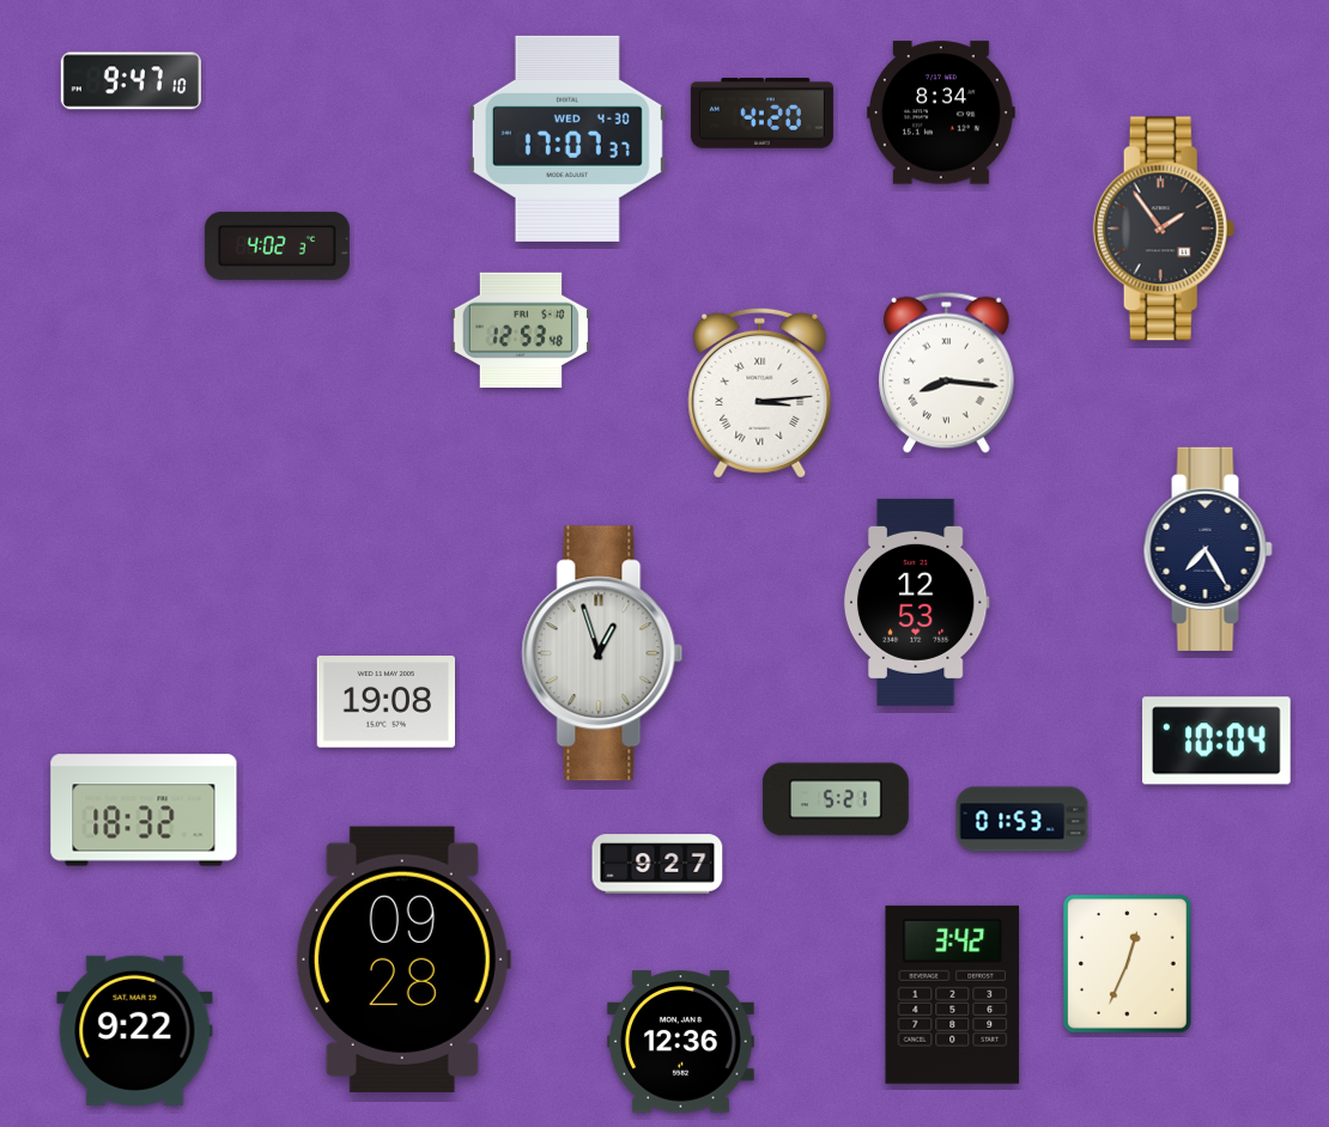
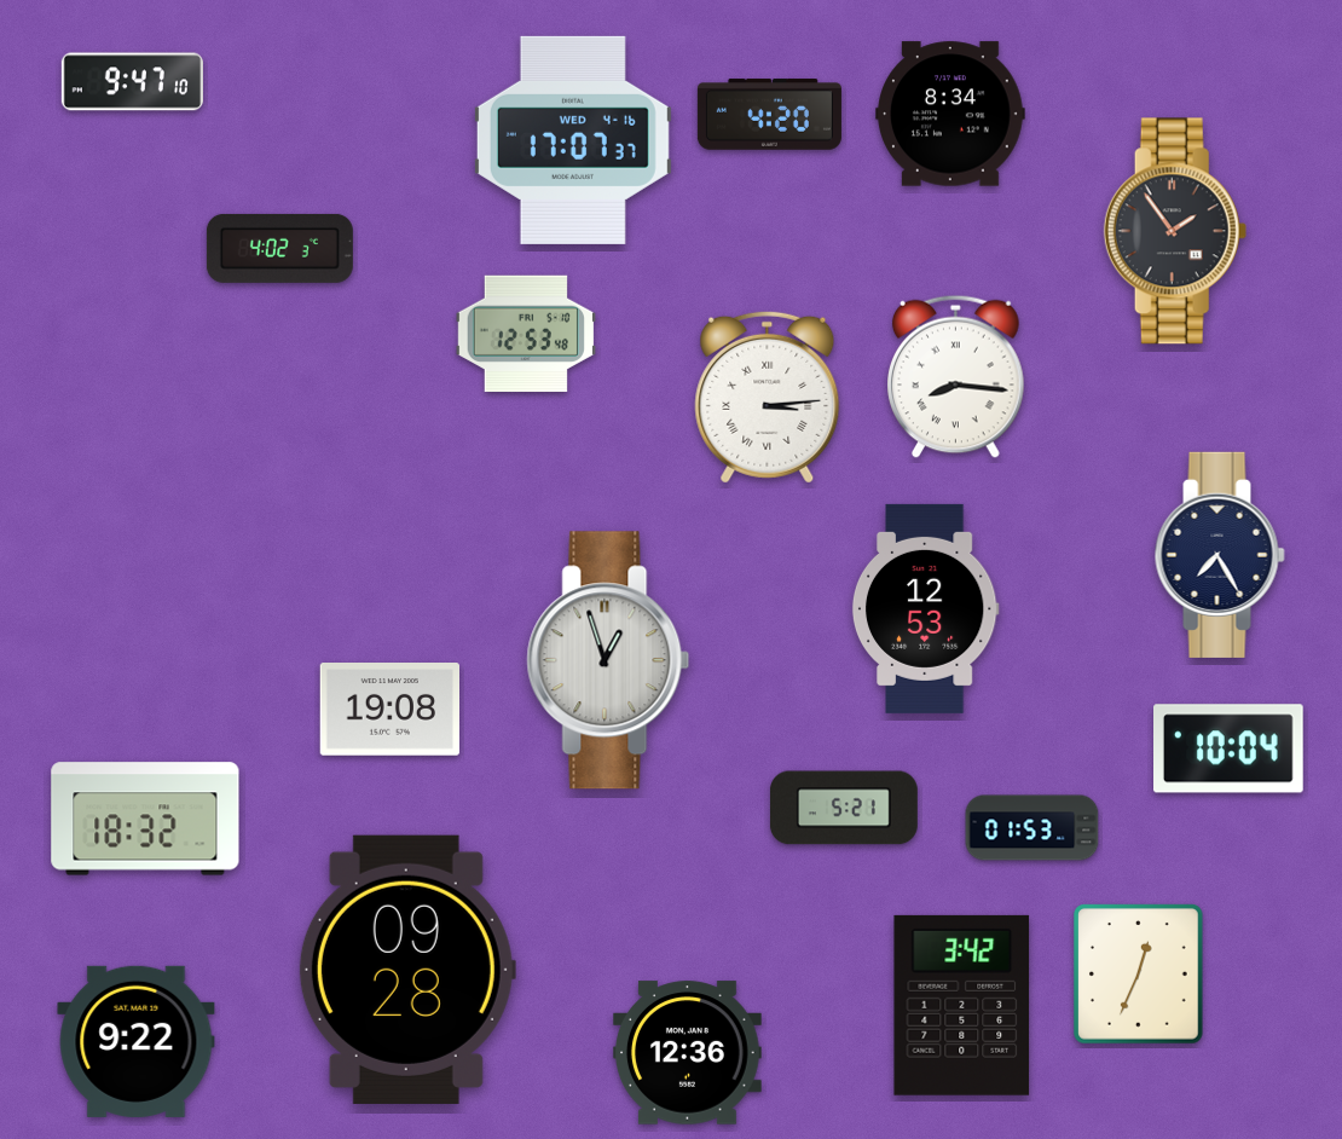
clock at (568, 139) date: WED 4-30 -> WED 4-16
clock at (657, 864): 9:27 -> none
